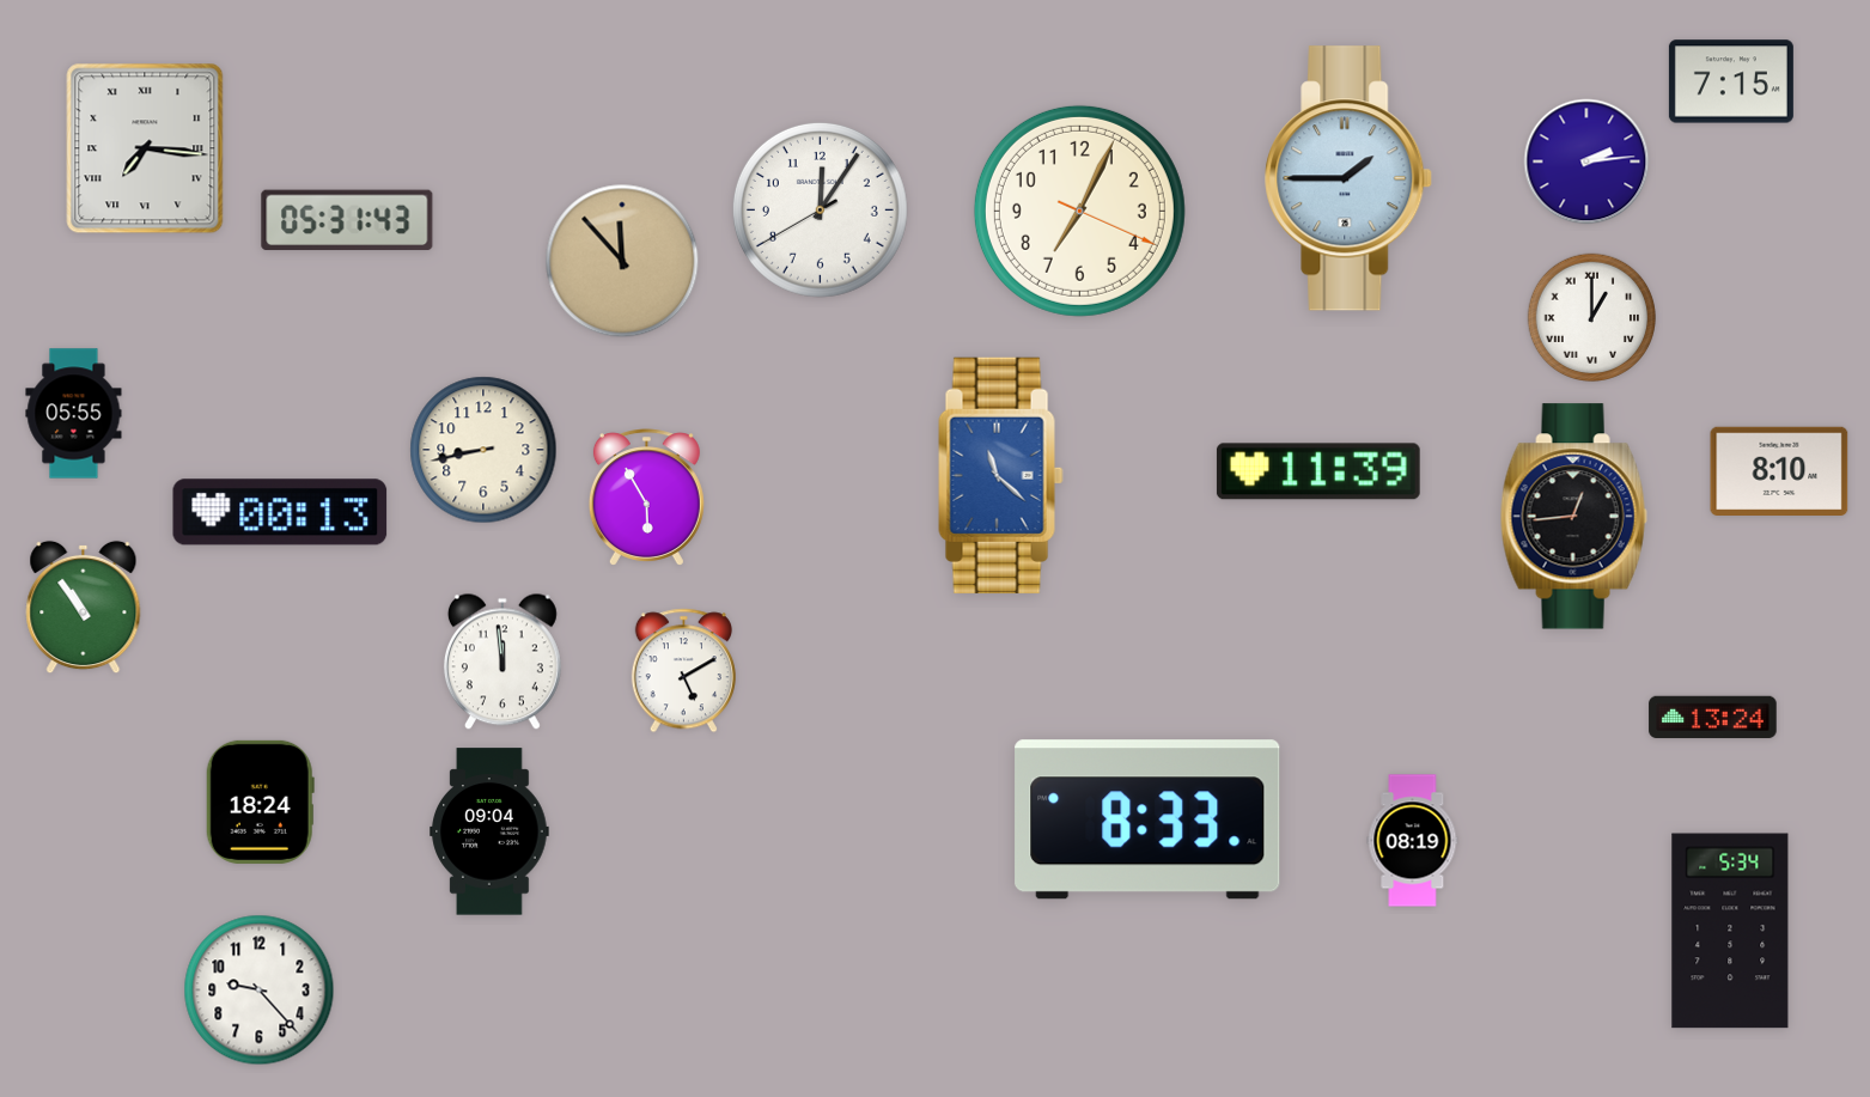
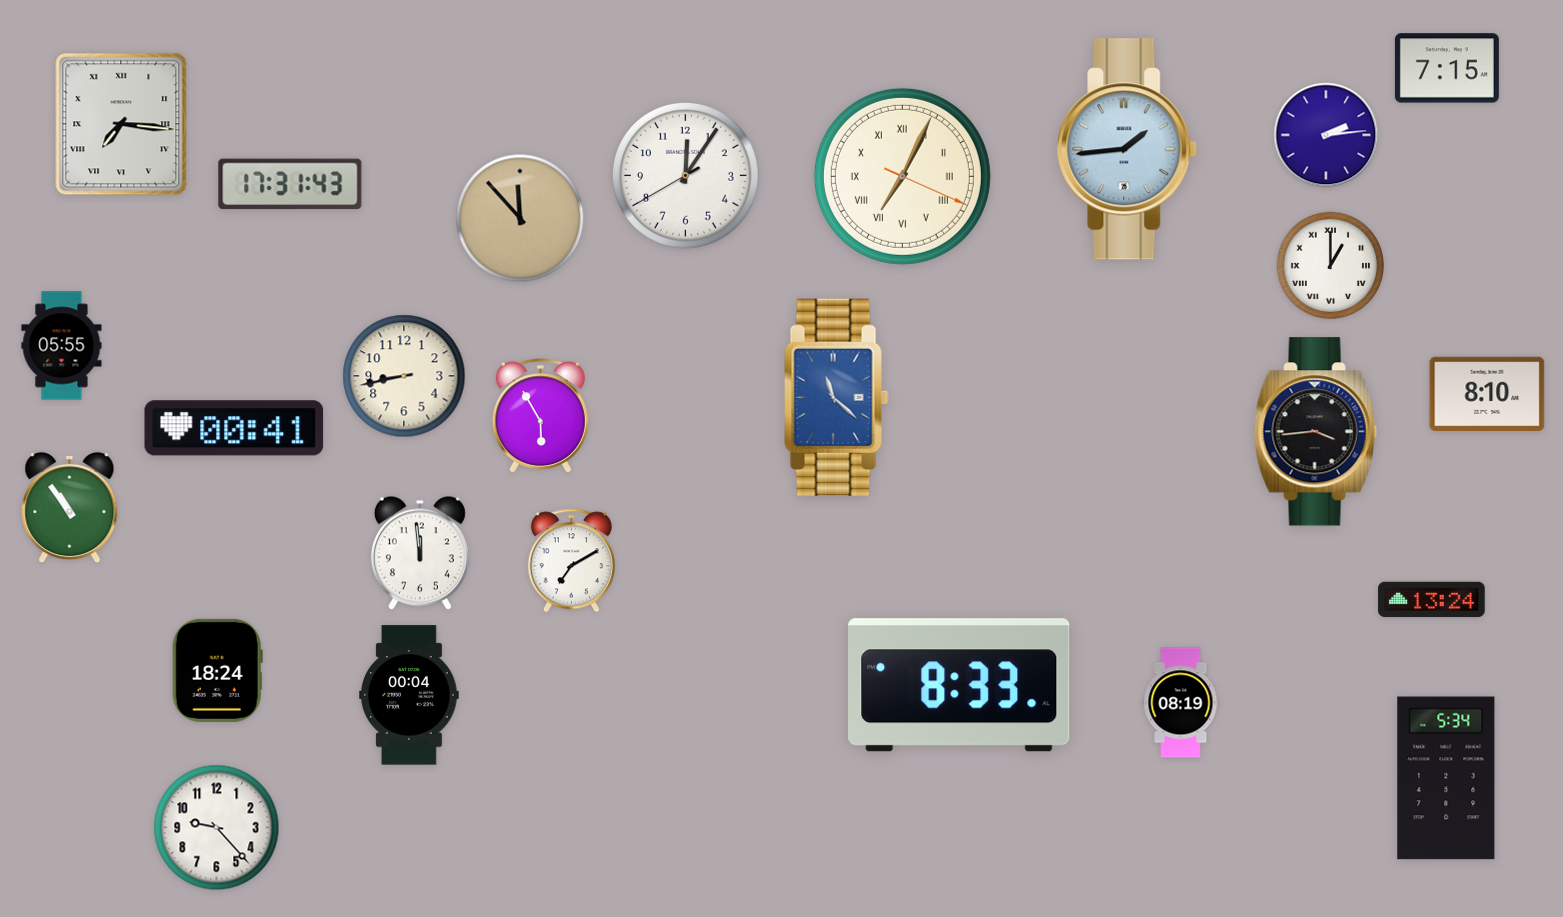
clock at (1350, 178): 1:45 -> 1:44
clock at (1079, 211) numerals: Arabic -> Roman
clock at (347, 220): 05:31 -> 17:31
clock at (1318, 471): 11:39 -> none
clock at (280, 512): 00:13 -> 00:41
clock at (1573, 517): 12:44 -> 3:44
clock at (683, 671): 5:10 -> 7:10
clock at (489, 831): 09:04 -> 00:04
